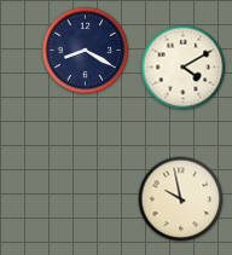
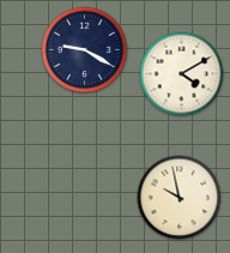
clock at (86, 51): 8:20 -> 9:20
clock at (184, 68) position: (184, 68) -> (182, 74)
